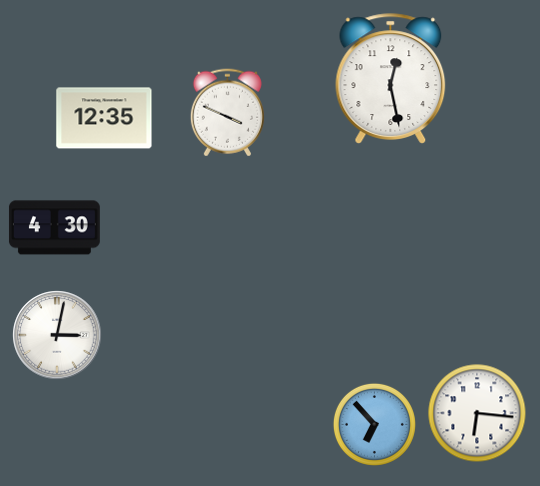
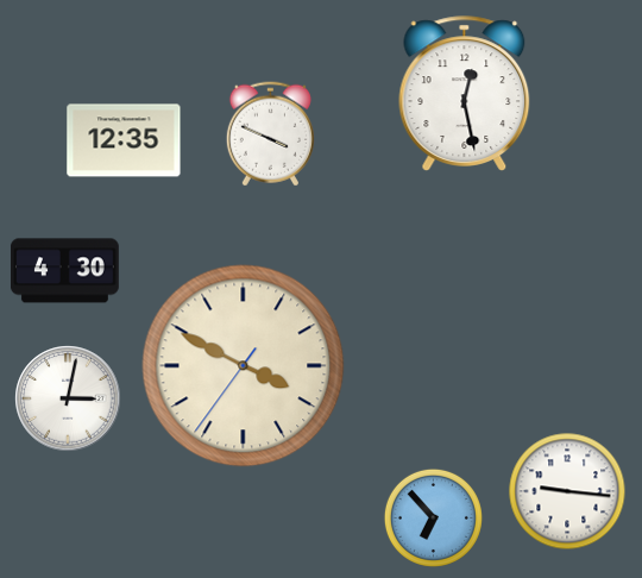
clock at (244, 366): none -> 3:49
clock at (477, 413): 6:16 -> 9:16
clock at (374, 424) position: (374, 424) -> (433, 517)
